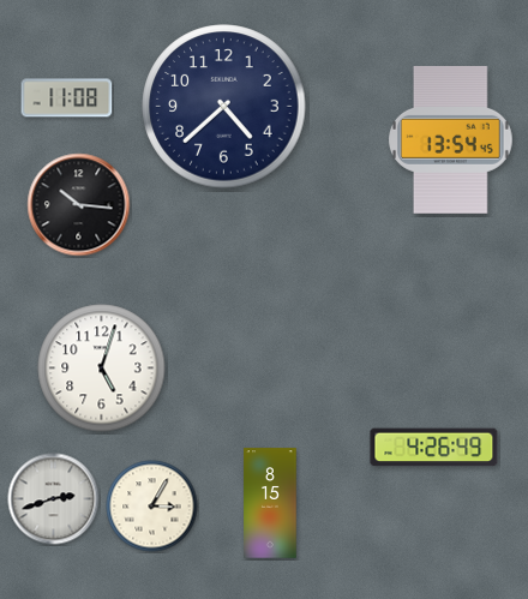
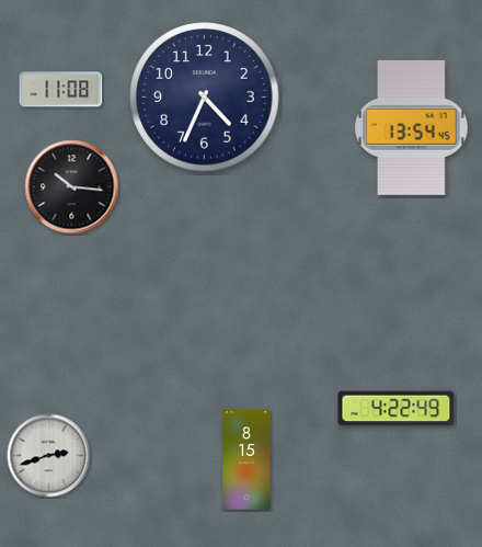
clock at (224, 107): 4:38 -> 4:34
clock at (102, 369): 5:03 -> none
clock at (434, 448): 4:26 -> 4:22
clock at (152, 507): 3:05 -> none
